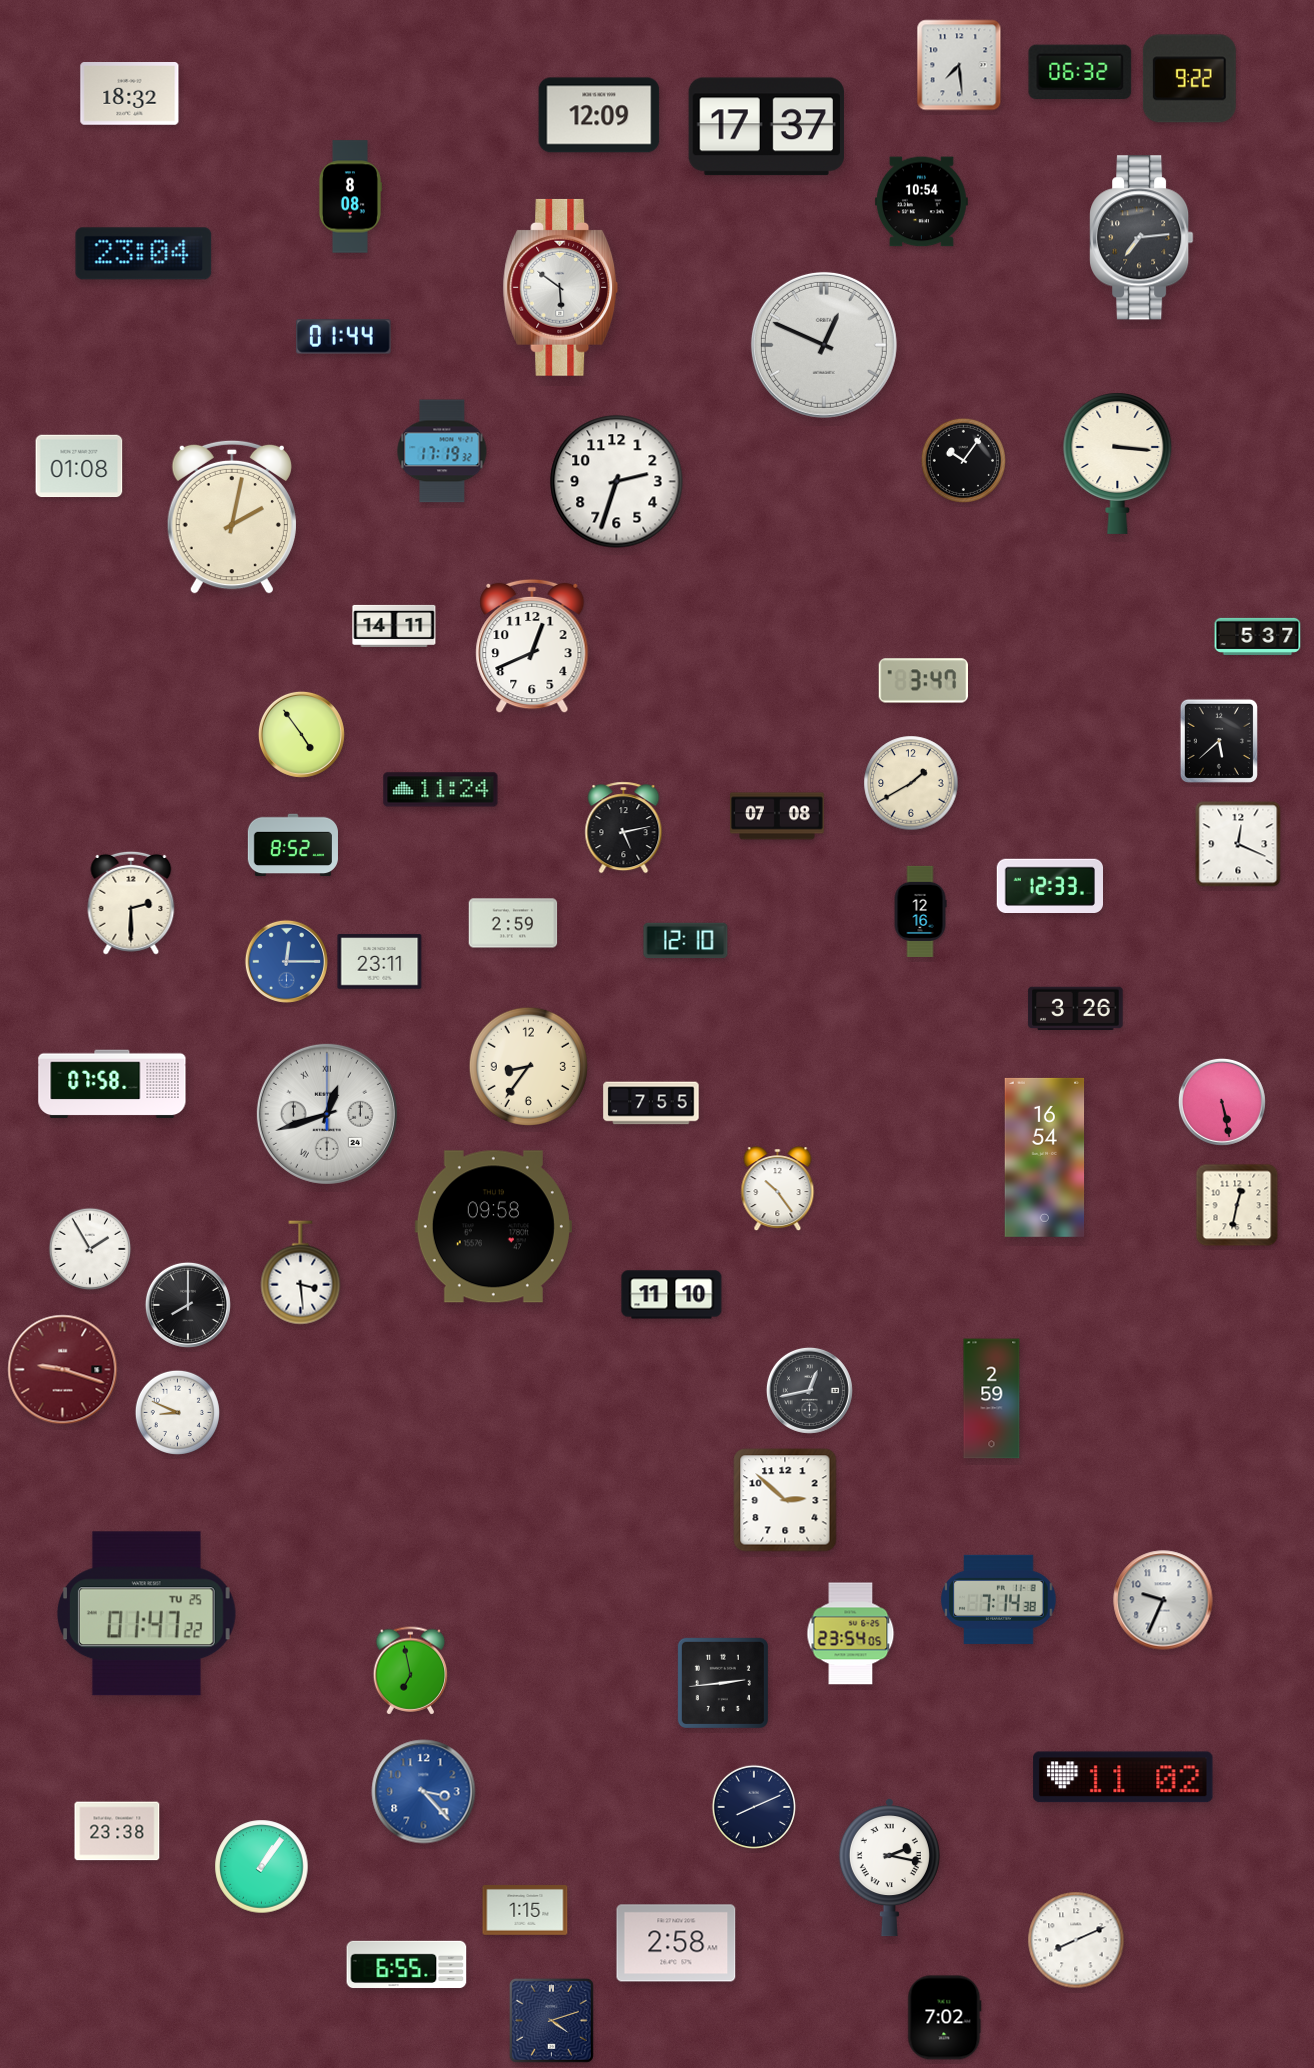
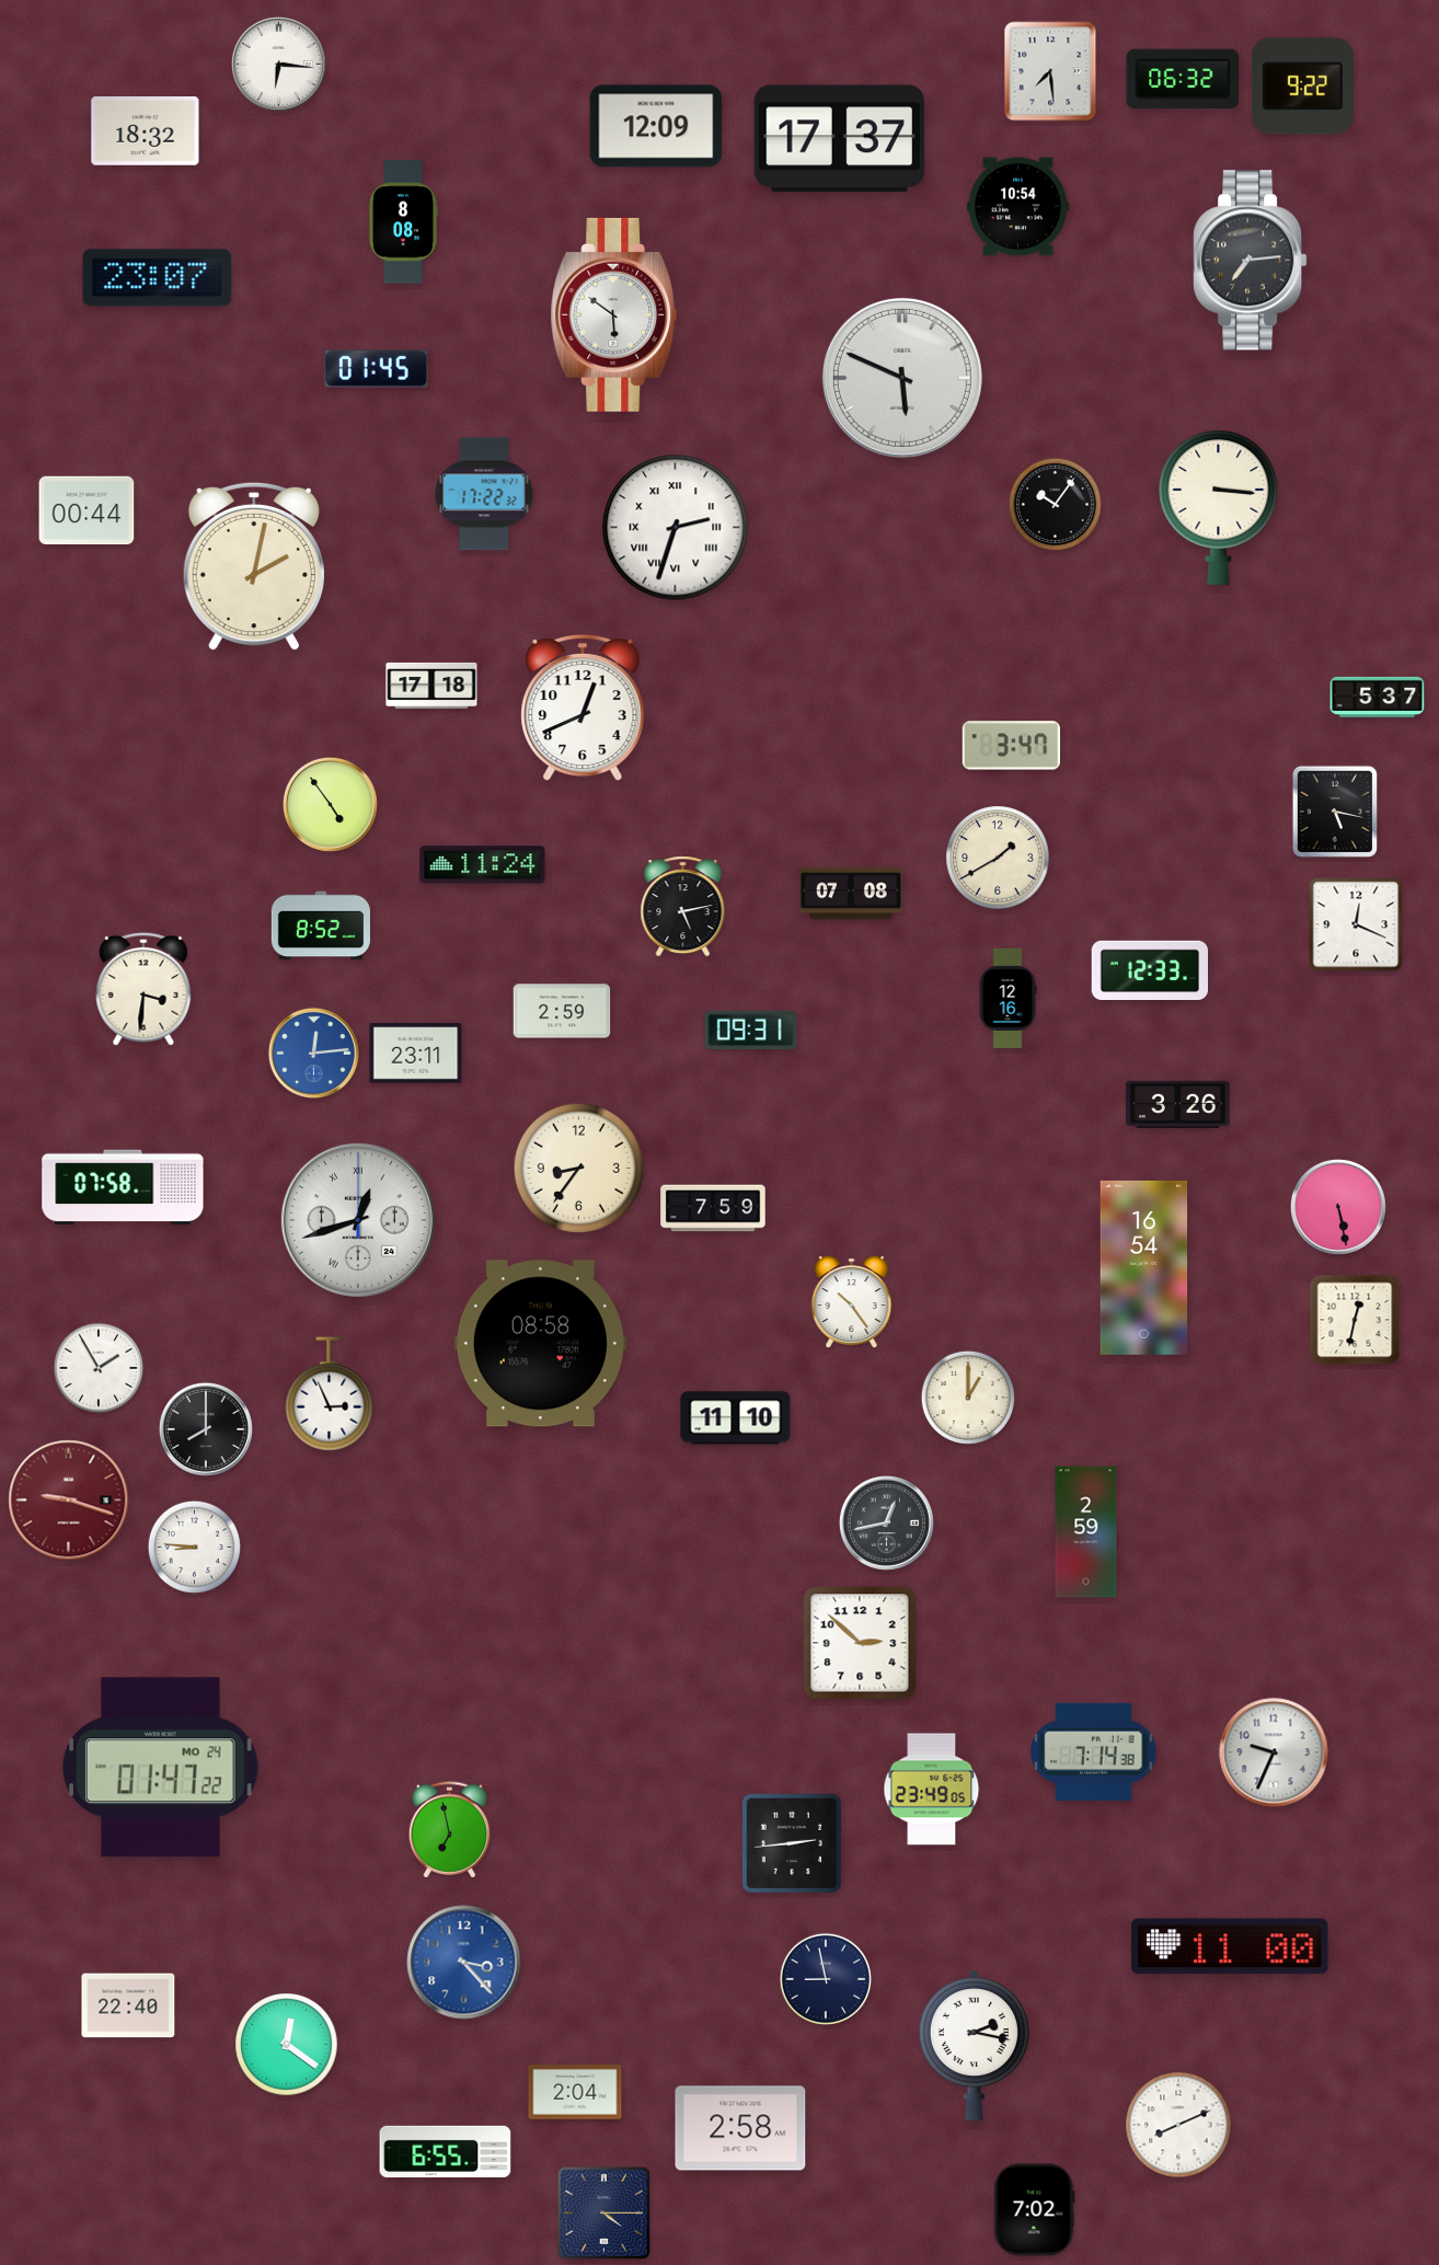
clock at (278, 64): none -> 6:16
clock at (130, 94) position: (130, 94) -> (146, 131)
clock at (350, 197) position: (350, 197) -> (403, 222)
clock at (921, 202) position: (921, 202) -> (1017, 207)
clock at (144, 254): 23:04 -> 23:07
clock at (344, 337): 01:44 -> 01:45
clock at (824, 345): 12:49 -> 5:49
clock at (442, 451): 17:19 -> 17:22
clock at (1118, 463) position: (1118, 463) -> (1219, 507)
clock at (79, 466): 01:08 -> 00:44
clock at (617, 482) numerals: Arabic -> Roman
clock at (394, 626): 14:11 -> 17:18
clock at (1219, 741): 5:38 -> 5:17
clock at (131, 903): 2:30 -> 3:31
clock at (686, 941): 12:10 -> 09:31
clock at (286, 961): 12:15 -> 12:14
clock at (651, 1103): 7:55 -> 7:59
clock at (493, 1227): 09:58 -> 08:58
clock at (301, 1273): 3:29 -> 2:56
clock at (968, 1398): none -> 1:00
clock at (177, 1412): 8:49 -> 8:46
clock at (146, 1614) date: TU 25 -> MO 24
clock at (851, 1634): 23:54 -> 23:49
clock at (1123, 1777): 11:02 -> 11:00
clock at (753, 1806): 8:11 -> 8:58
clock at (117, 1831): 23:38 -> 22:40
clock at (262, 1867): 1:06 -> 12:21
clock at (525, 1911): 1:15 -> 2:04
clock at (551, 2020): 4:12 -> 4:15
